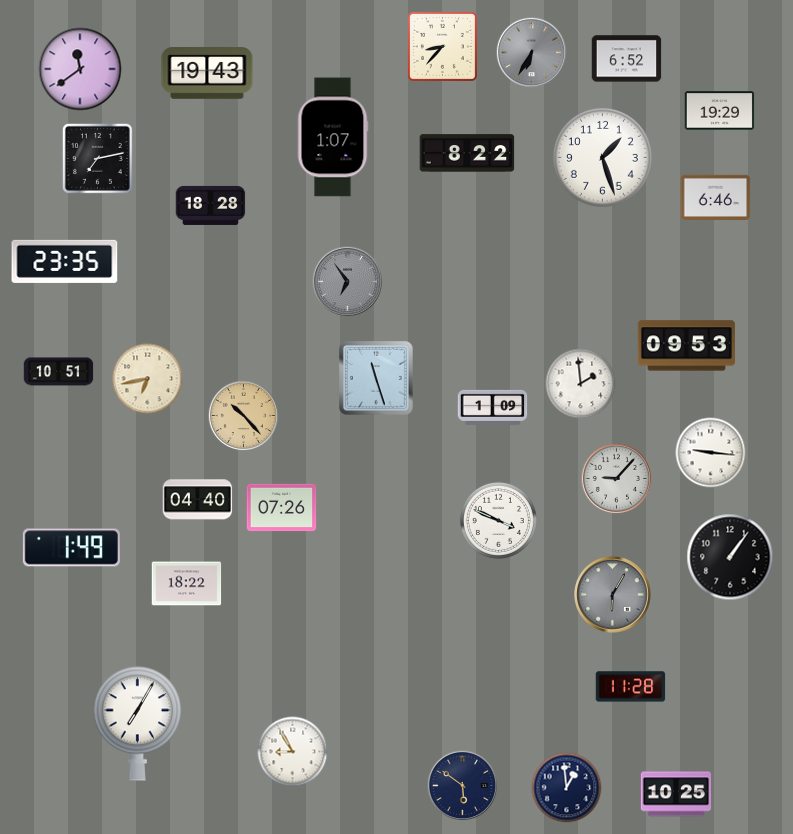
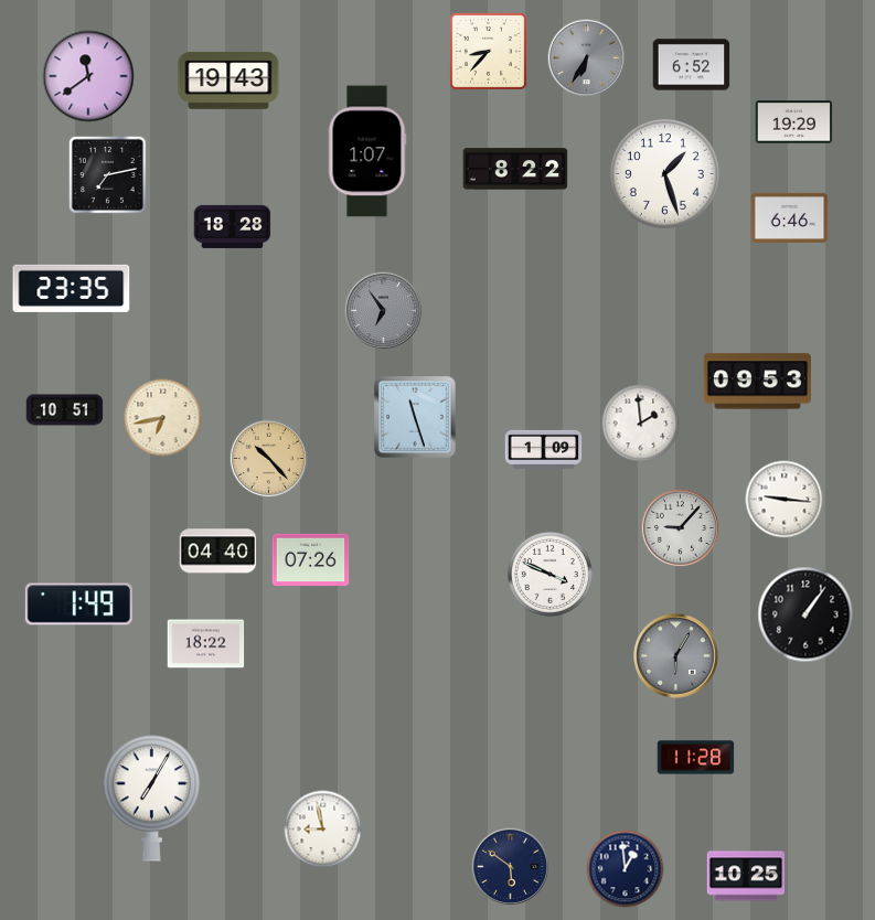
clock at (293, 752): 8:55 -> 8:58
